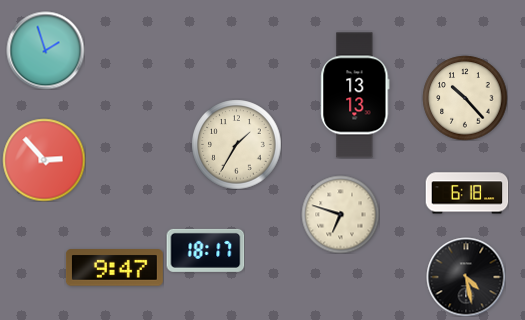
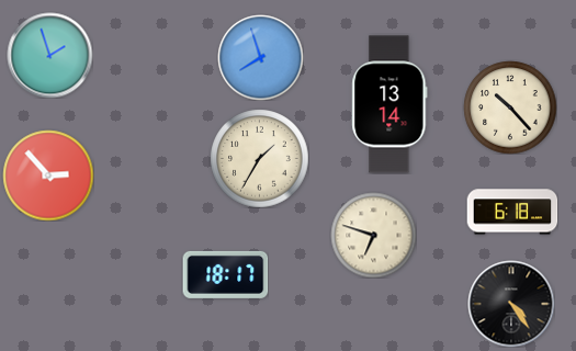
clock at (260, 57): none -> 7:57
clock at (355, 95): 13:13 -> 13:14
clock at (114, 268): 9:47 -> none
clock at (466, 277): 4:28 -> 4:24
